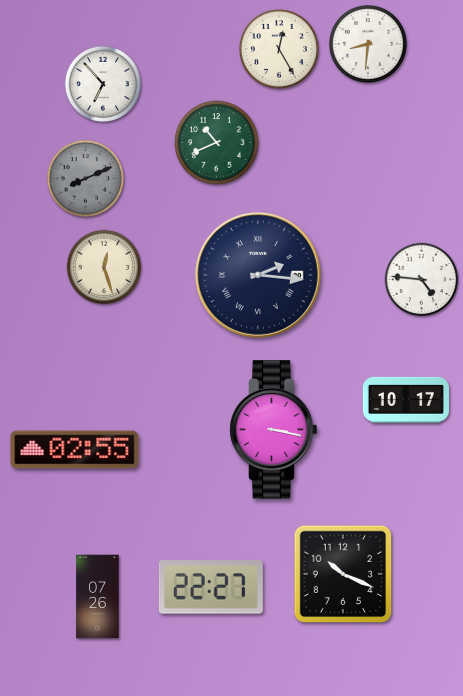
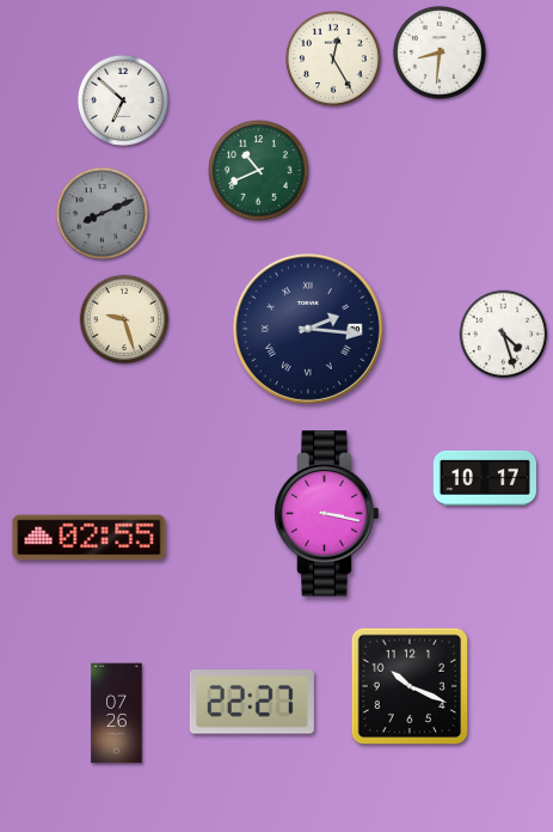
clock at (102, 83): 6:53 -> 6:52
clock at (104, 267): 12:27 -> 9:27
clock at (422, 280): 4:46 -> 4:27
